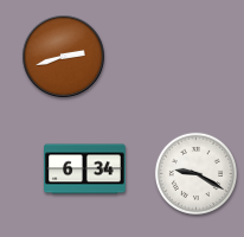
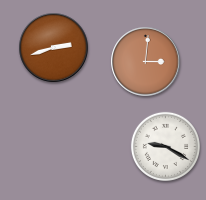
clock at (146, 62): none -> 3:01
clock at (85, 169): 6:34 -> none
